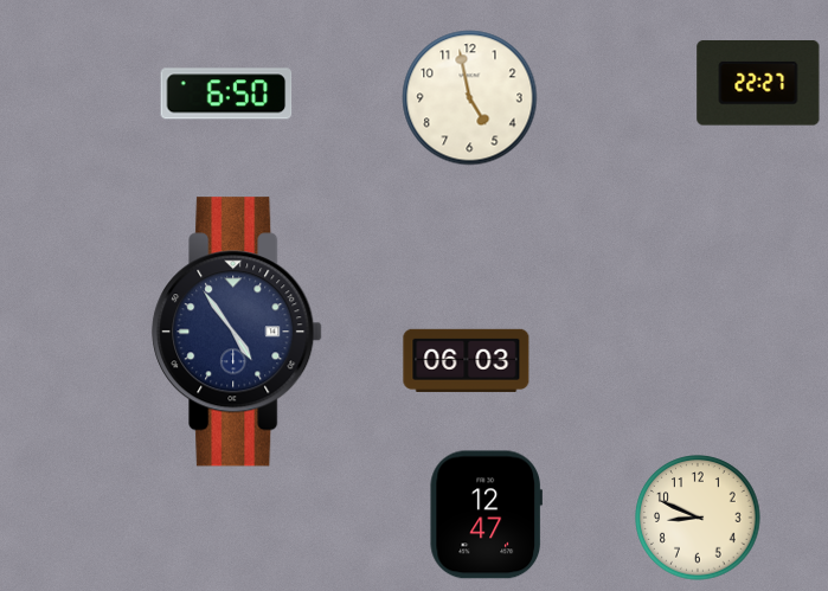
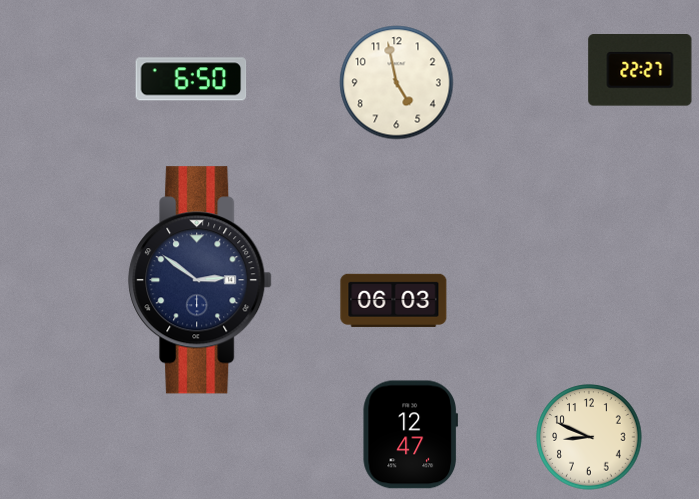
clock at (237, 332): 4:54 -> 2:51
clock at (467, 360) position: (467, 360) -> (394, 300)
